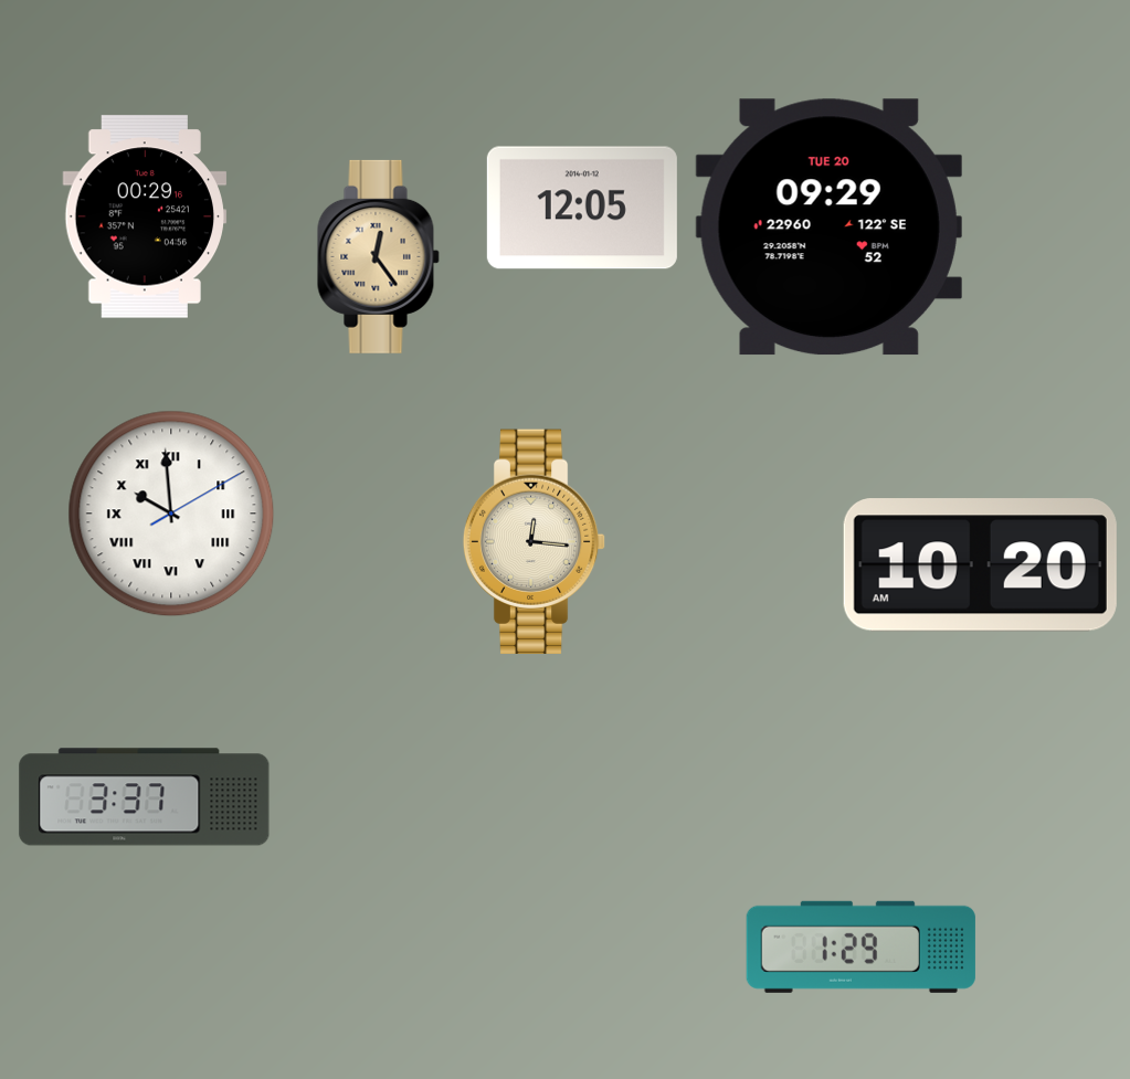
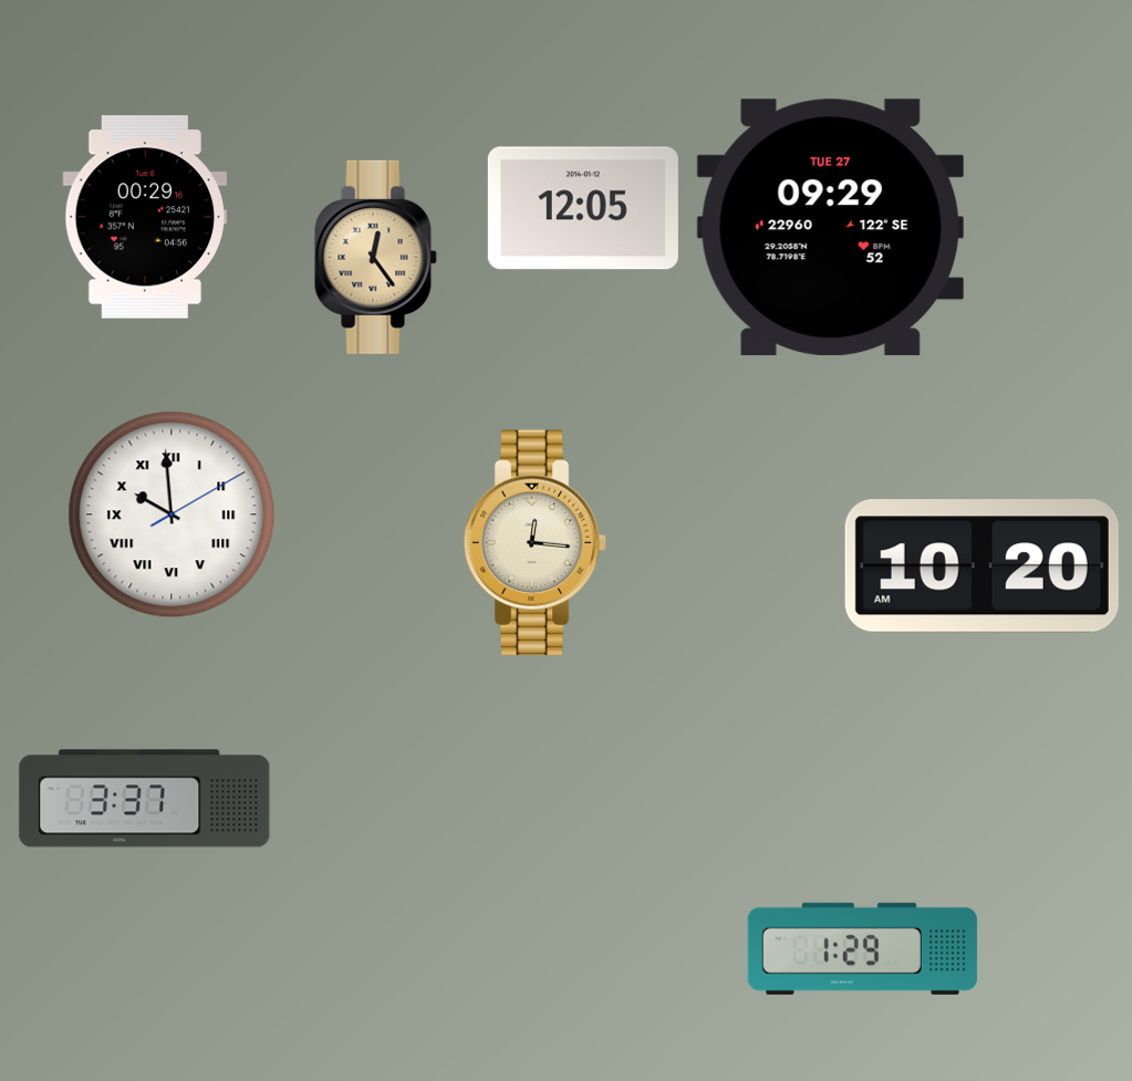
clock at (828, 228) date: TUE 20 -> TUE 27
clock at (378, 256) position: (378, 256) -> (375, 257)
